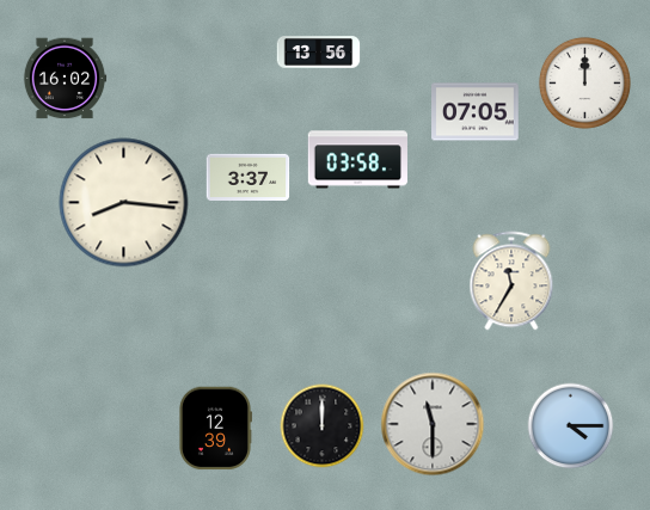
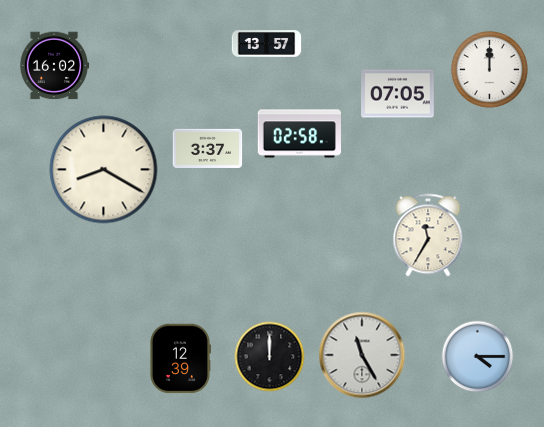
clock at (319, 53): 13:56 -> 13:57
clock at (357, 160): 03:58 -> 02:58
clock at (124, 203): 8:16 -> 8:20
clock at (433, 424): 11:30 -> 11:25
